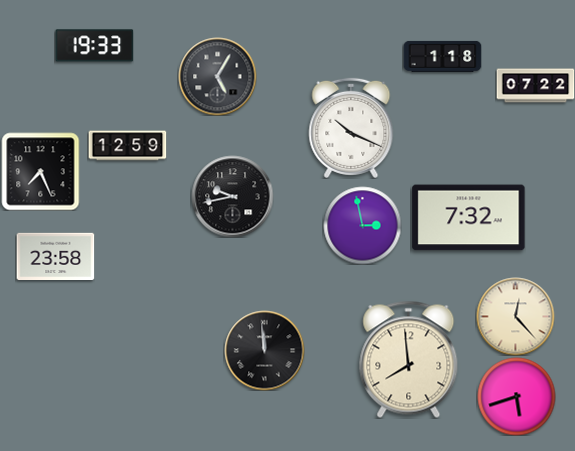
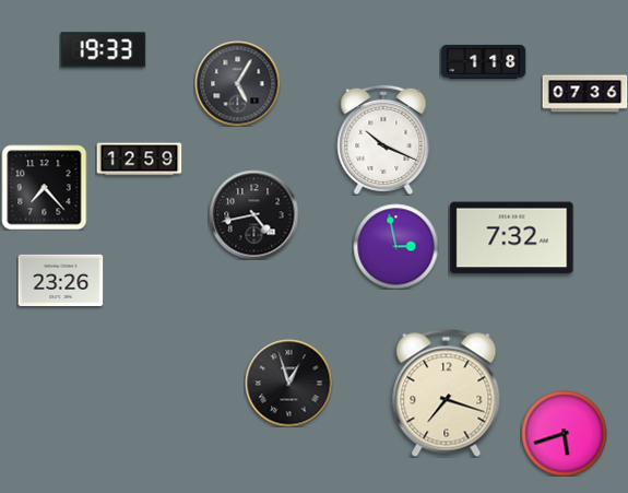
clock at (535, 86): 07:22 -> 07:36
clock at (40, 171): 7:26 -> 7:23
clock at (232, 196): 9:43 -> 4:43
clock at (55, 256): 23:58 -> 23:26
clock at (515, 316): 12:23 -> none
clock at (264, 350): 11:59 -> 12:57
clock at (409, 359): 7:59 -> 7:18
